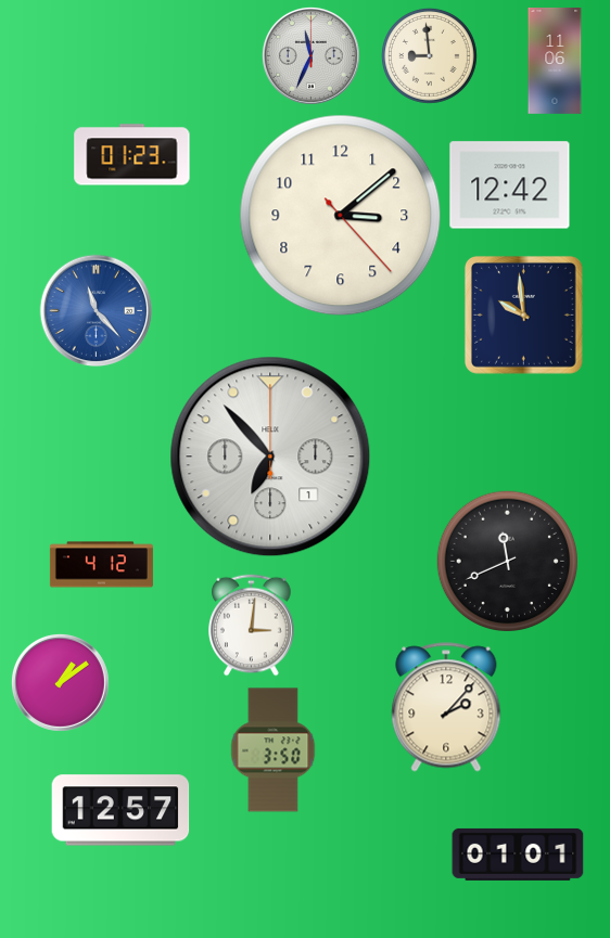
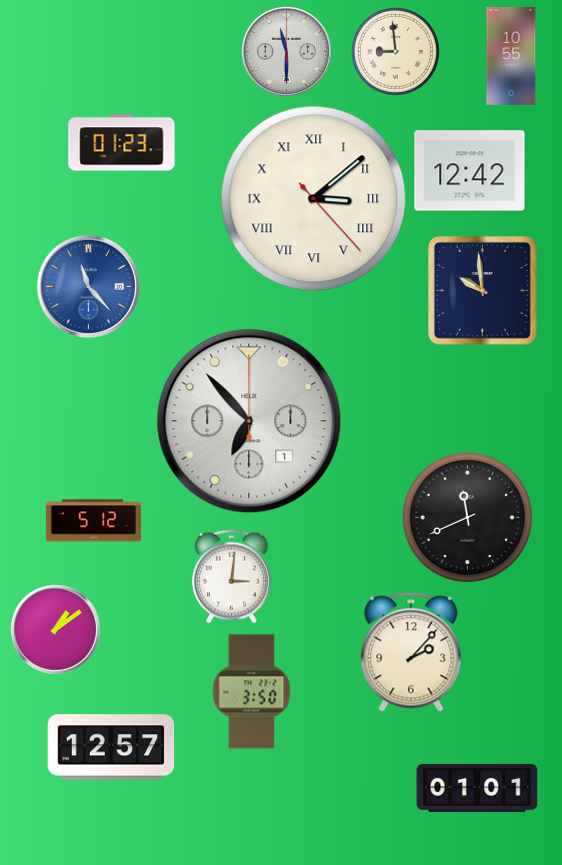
clock at (310, 55): 11:34 -> 11:30
clock at (555, 62): 11:06 -> 10:55
clock at (341, 216) numerals: Arabic -> Roman
clock at (101, 565): 4:12 -> 5:12
